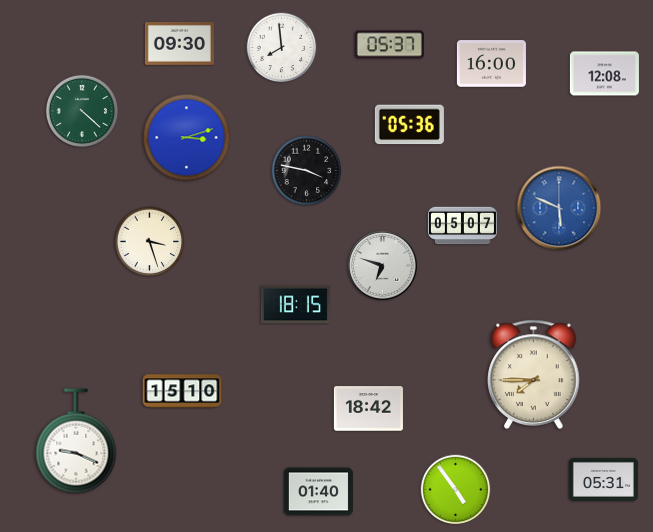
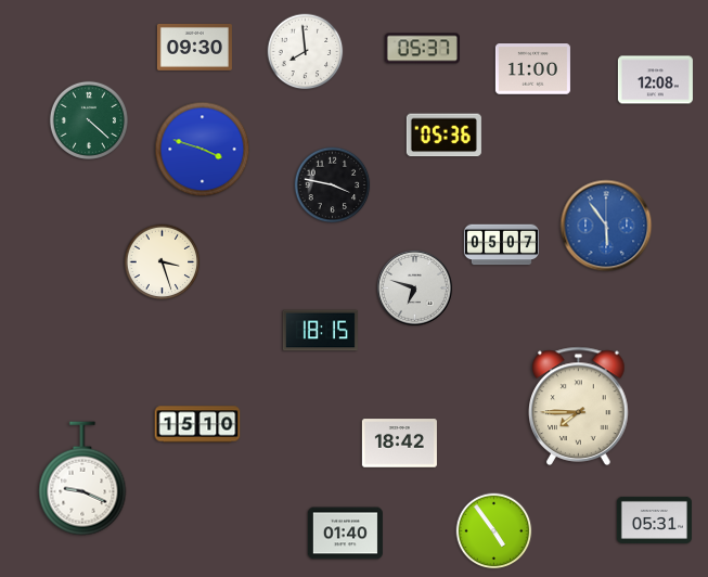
clock at (491, 64): 16:00 -> 11:00
clock at (187, 138): 3:12 -> 3:48
clock at (559, 208): 5:49 -> 5:54
